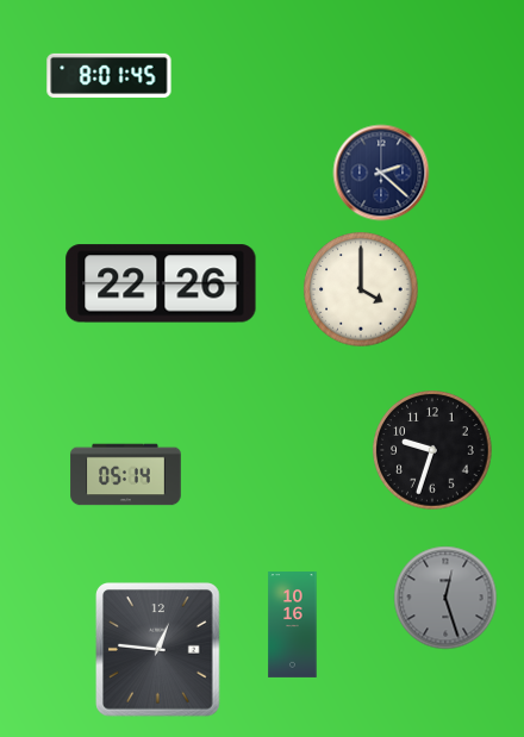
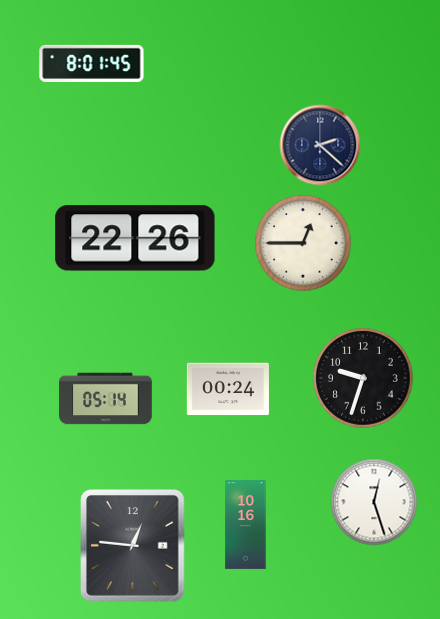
clock at (361, 289): 4:00 -> 12:45
clock at (228, 389): none -> 00:24
clock at (445, 598) dial: grey -> white
